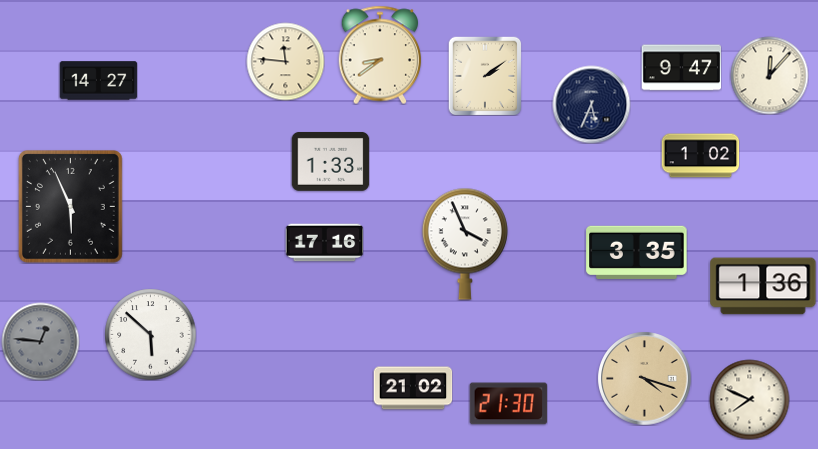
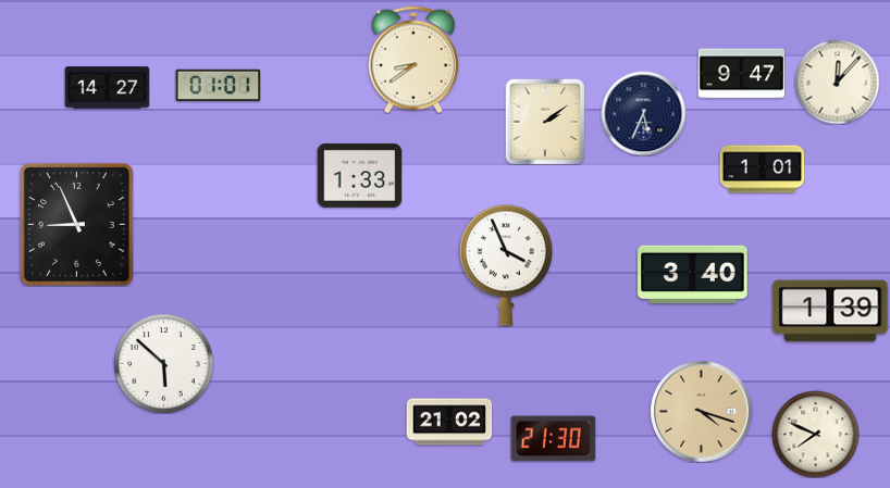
clock at (285, 61): 11:46 -> none
clock at (485, 76) position: (485, 76) -> (545, 122)
clock at (218, 85): none -> 01:01
clock at (700, 156): 1:02 -> 1:01
clock at (70, 206): 5:56 -> 8:56
clock at (324, 243): 17:16 -> none
clock at (637, 252): 3:35 -> 3:40
clock at (763, 286): 1:36 -> 1:39
clock at (40, 341): 12:46 -> none
